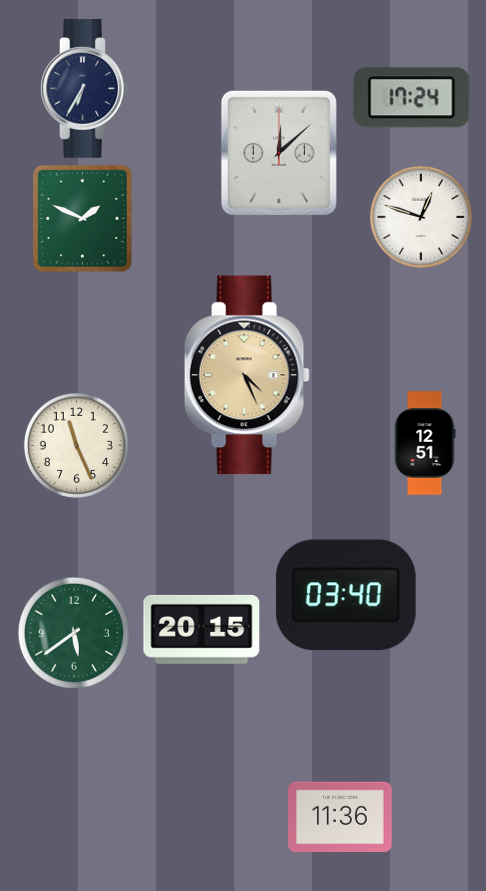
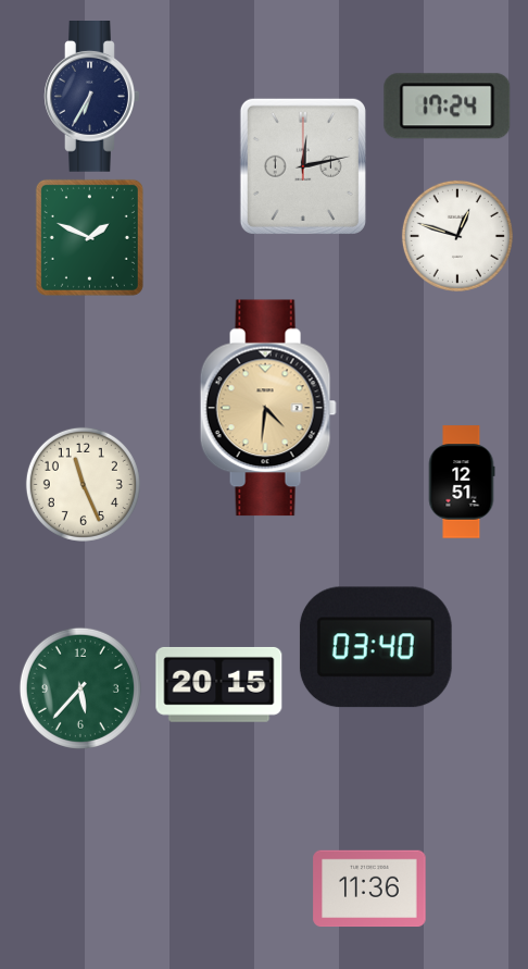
clock at (279, 153): 12:08 -> 12:13
clock at (247, 375): 4:26 -> 4:31
clock at (74, 633): 5:39 -> 5:37
